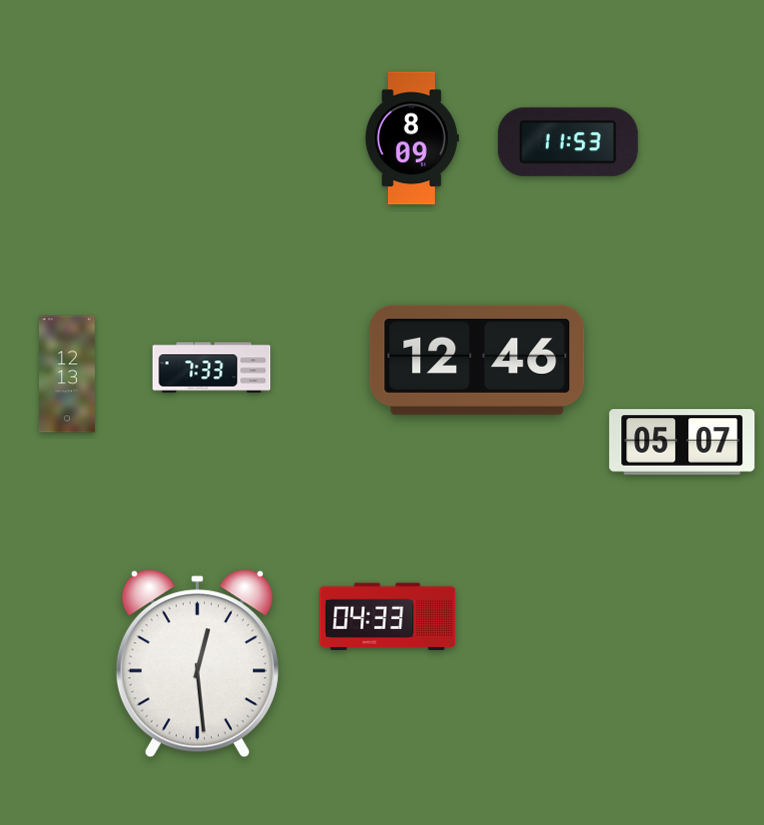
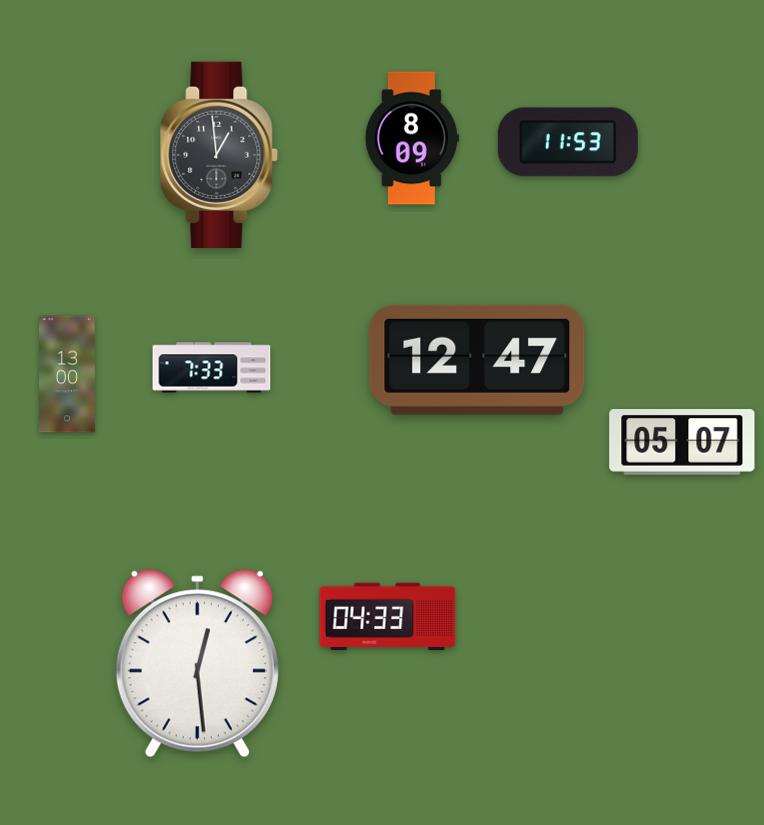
clock at (220, 154): none -> 12:59
clock at (477, 360): 12:46 -> 12:47
clock at (68, 374): 12:13 -> 13:00
